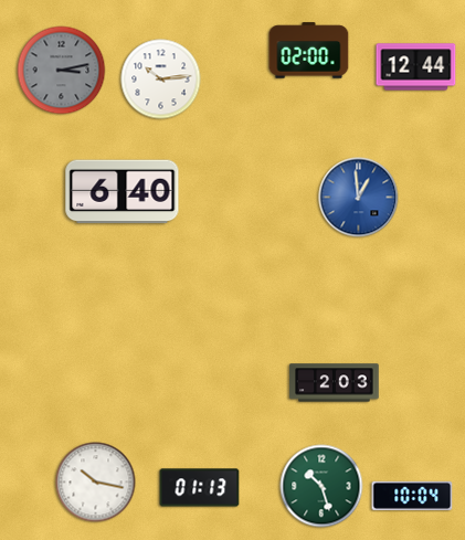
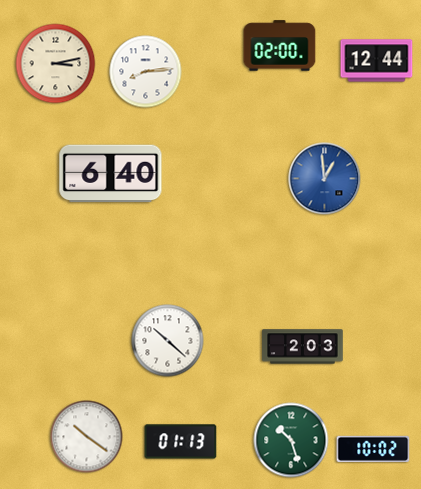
clock at (62, 71) dial: grey -> cream
clock at (161, 80): 10:14 -> 8:14
clock at (168, 341): none -> 10:22
clock at (96, 483): 10:17 -> 10:21
clock at (412, 496): 10:04 -> 10:02
